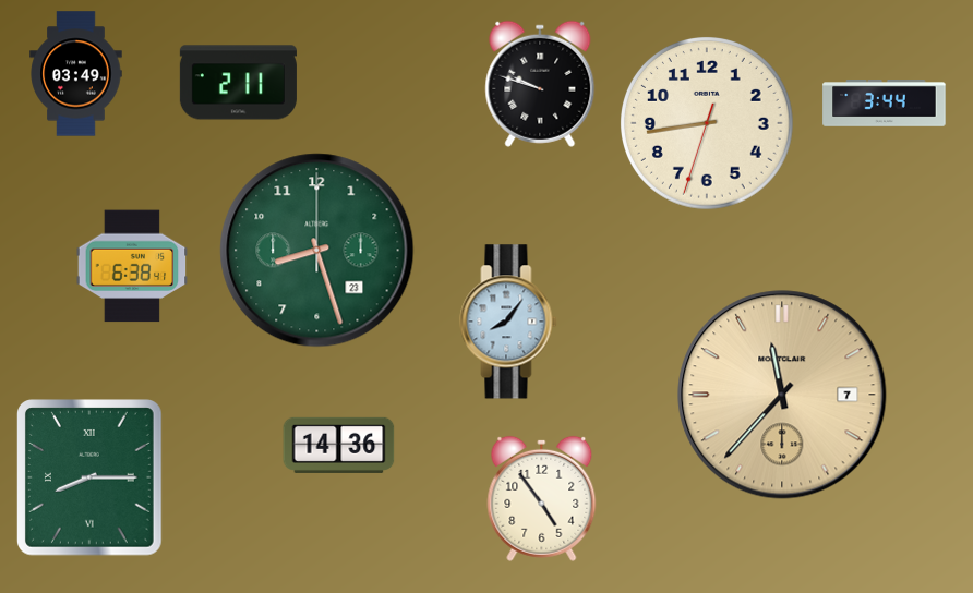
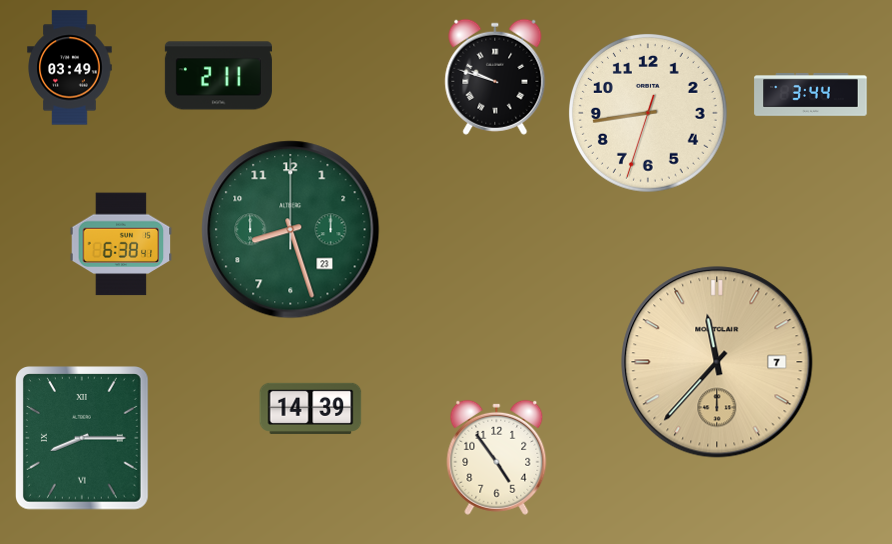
clock at (508, 322): 8:06 -> none
clock at (339, 445): 14:36 -> 14:39
